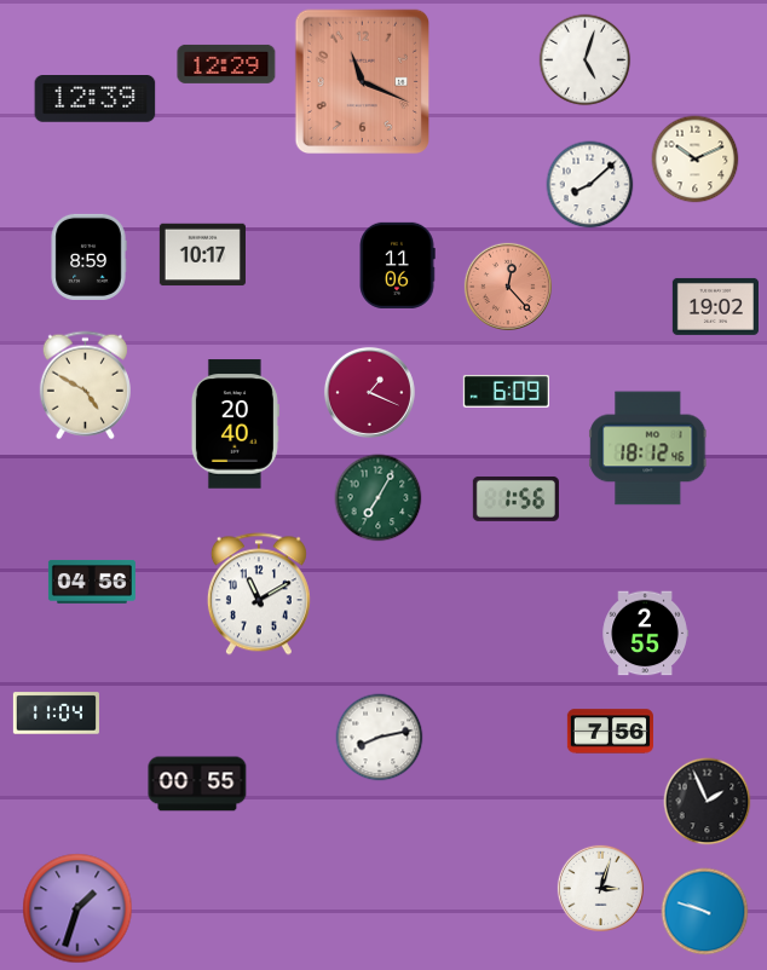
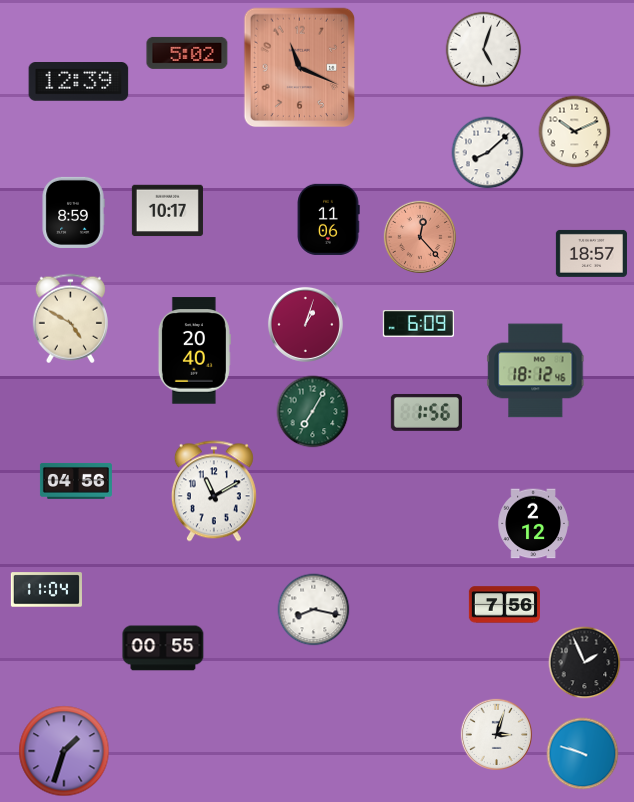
clock at (226, 64): 12:29 -> 5:02
clock at (715, 306): 19:02 -> 18:57
clock at (369, 392): 1:19 -> 1:03
clock at (645, 634): 2:55 -> 2:12
clock at (380, 738): 8:13 -> 8:17
